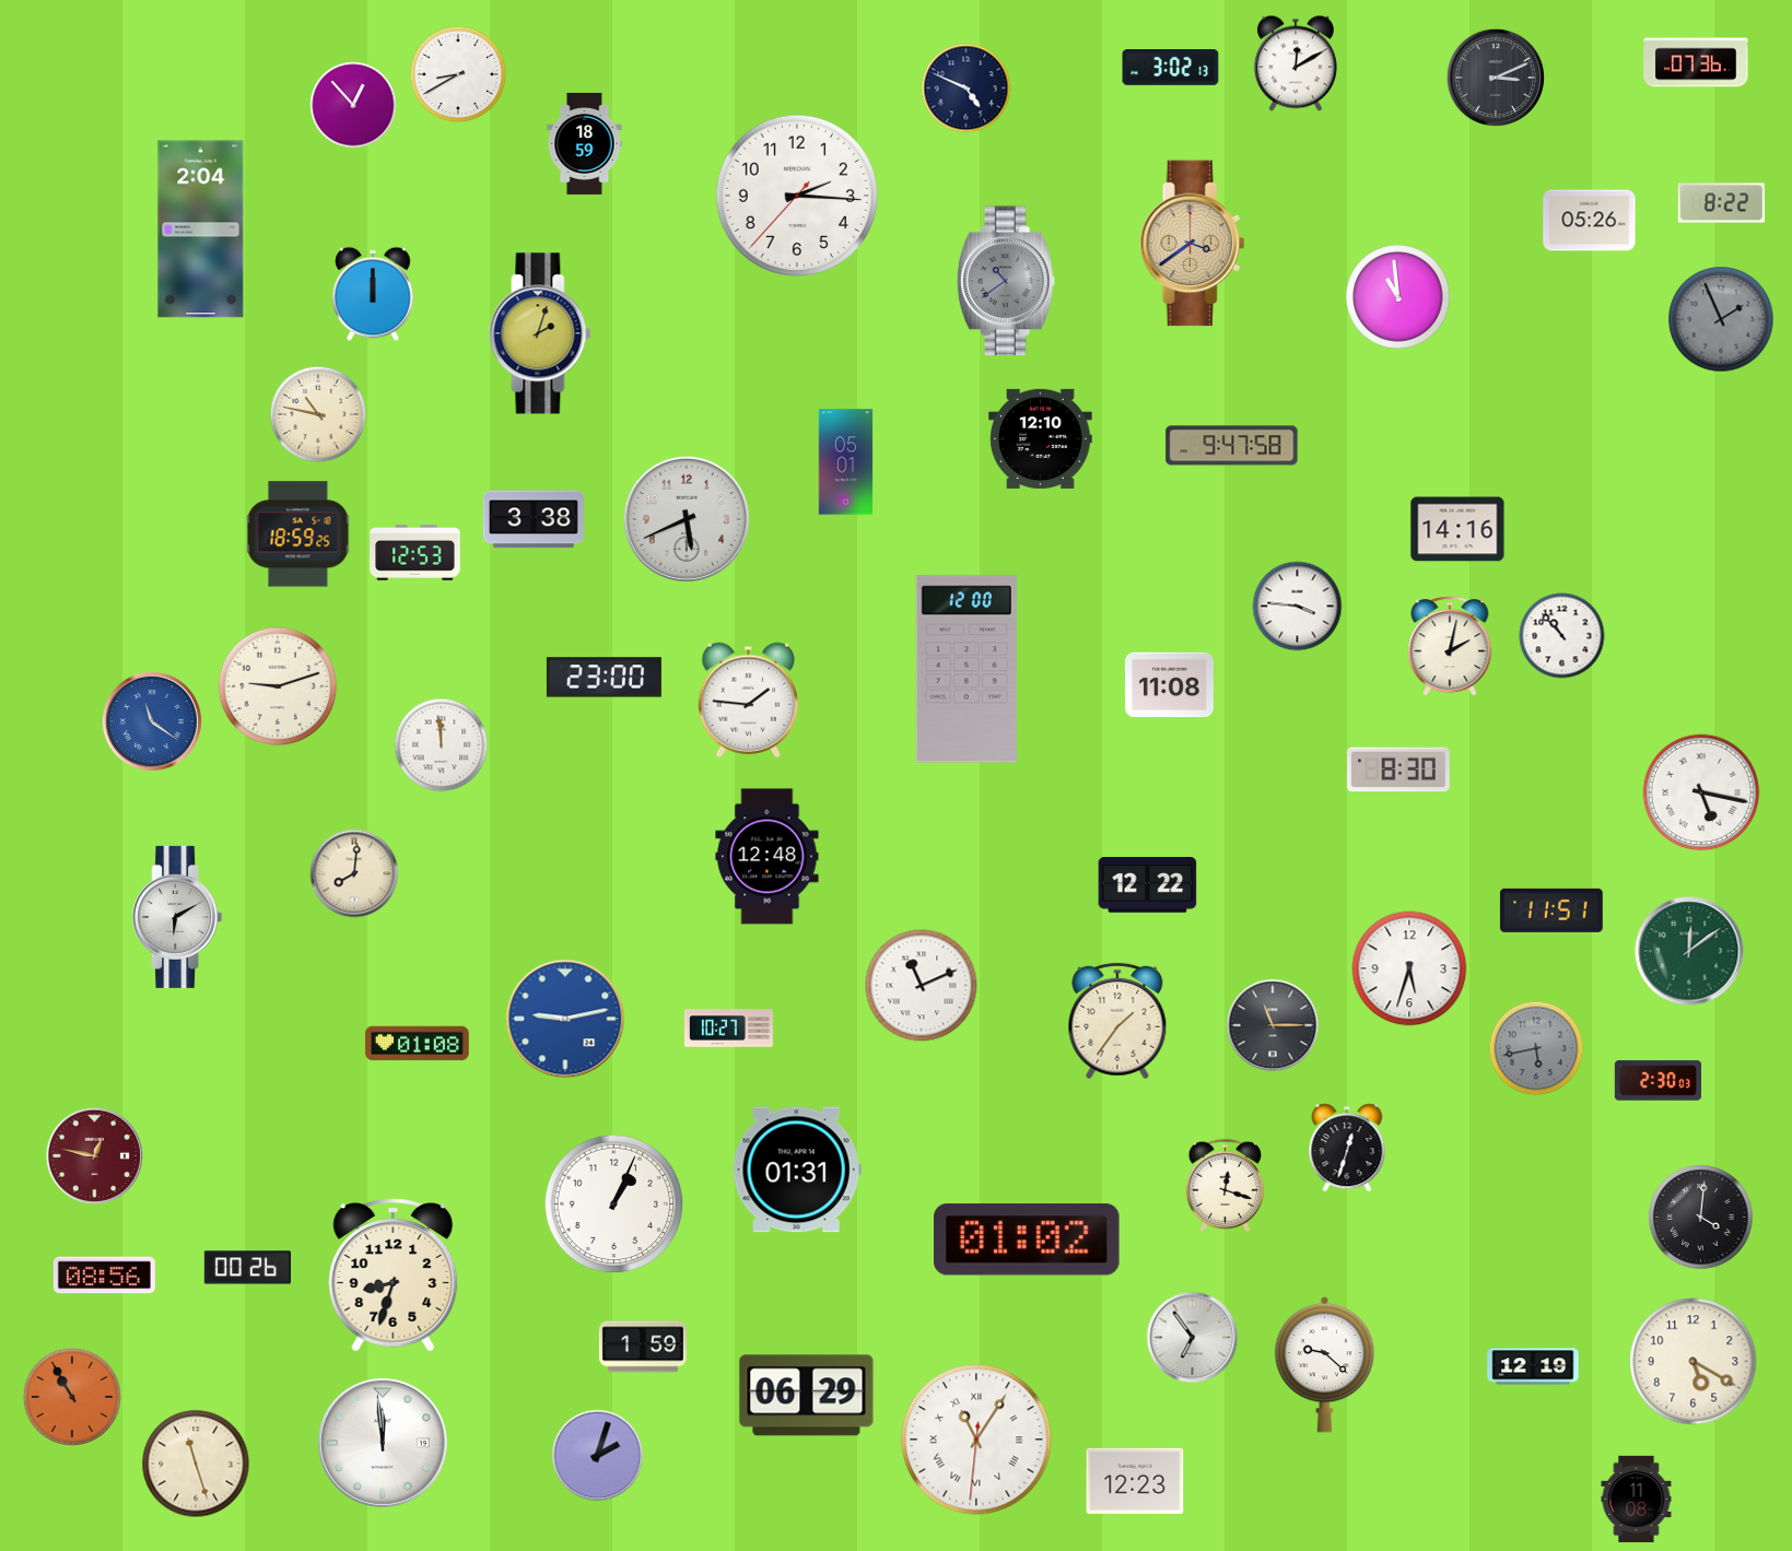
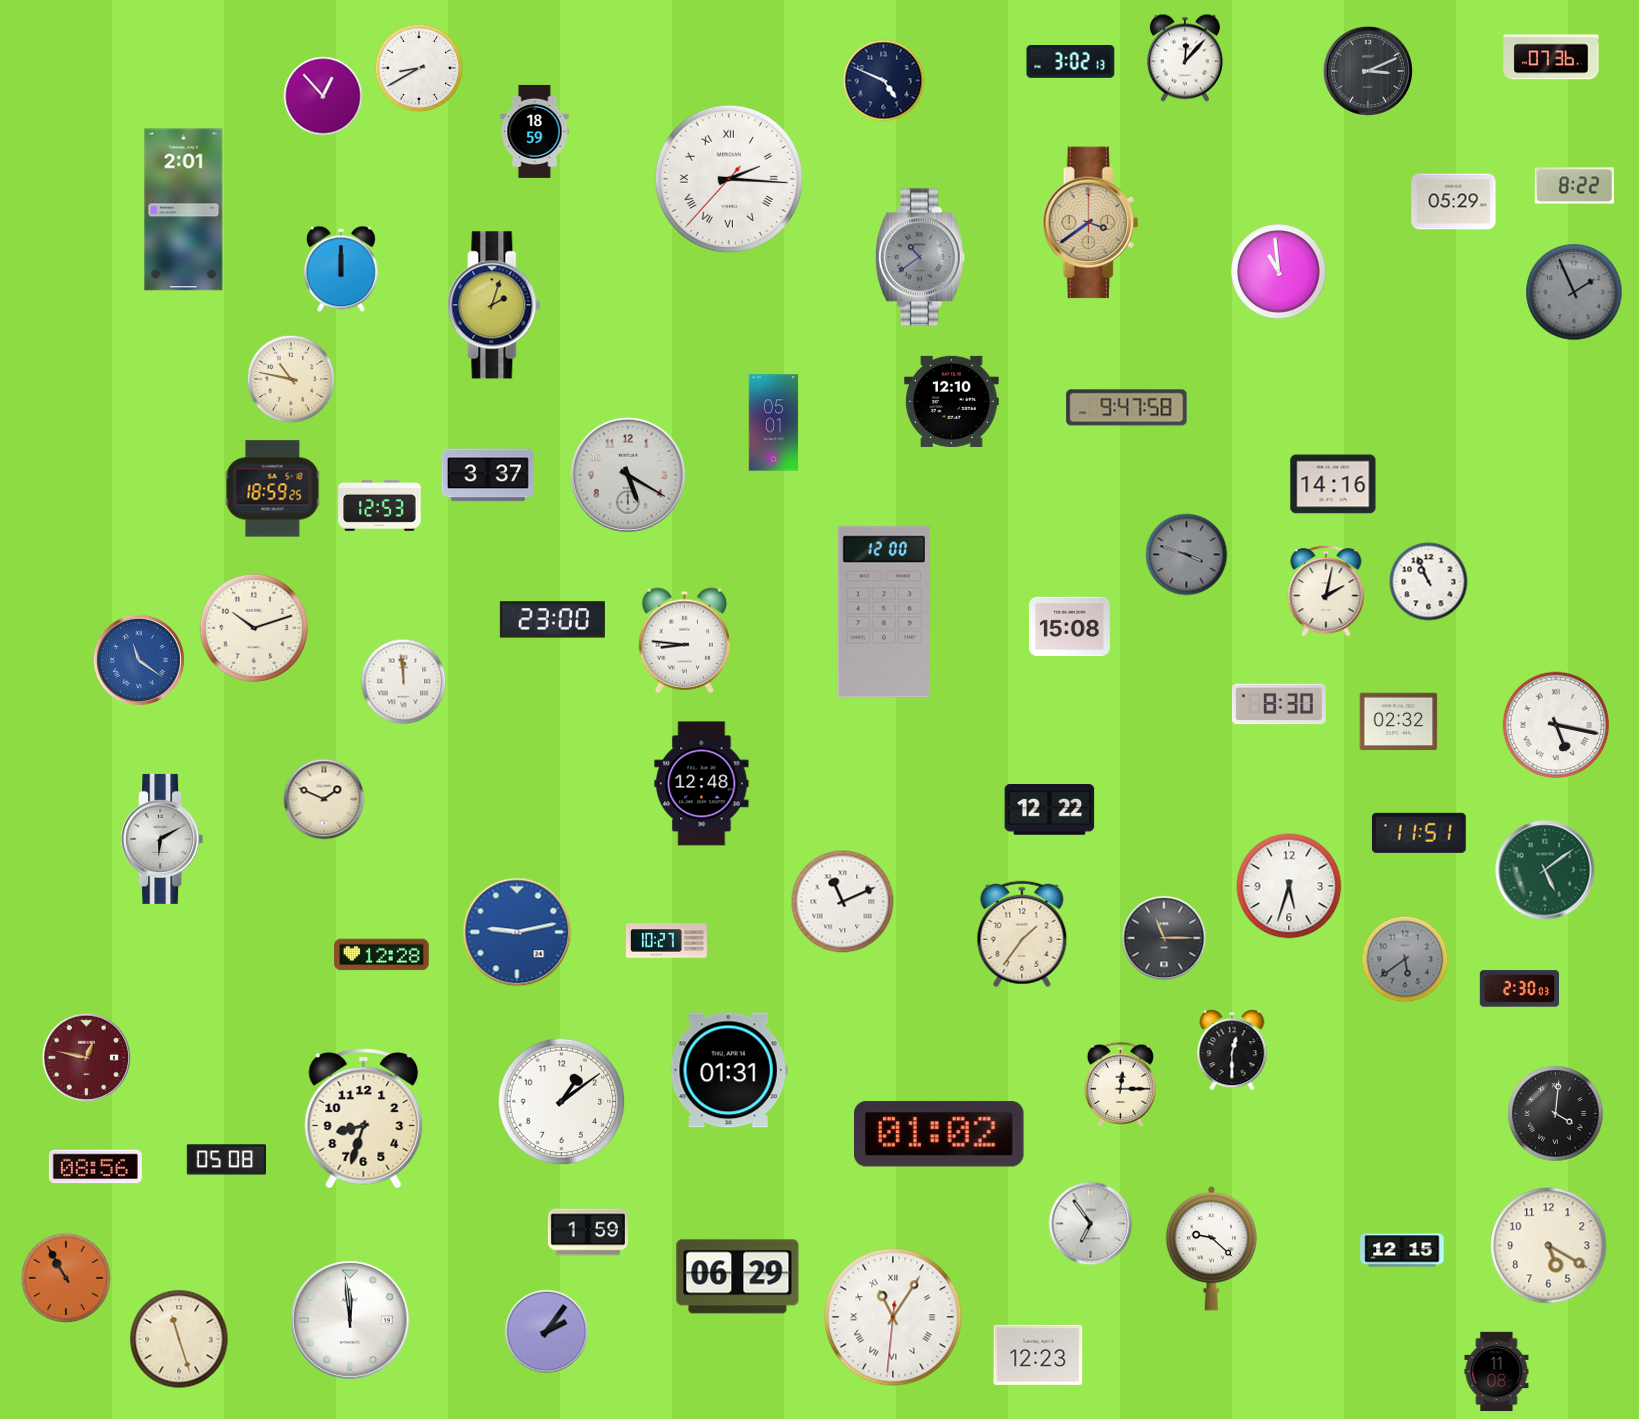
clock at (1296, 63): 12:10 -> 12:07
clock at (796, 195) numerals: Arabic -> Roman
clock at (1590, 221): 05:26 -> 05:29
clock at (201, 230): 2:04 -> 2:01
clock at (534, 519): 3:38 -> 3:37
clock at (687, 519): 5:41 -> 5:20
clock at (1298, 607): 3:46 -> 3:48
clock at (1298, 607) dial: white -> grey
clock at (1562, 636): 10:53 -> 10:56
clock at (1169, 685): 11:08 -> 15:08
clock at (278, 686): 9:12 -> 10:12
clock at (749, 700): 1:46 -> 8:46
clock at (1399, 722): none -> 02:32
clock at (354, 873): 8:01 -> 1:49
clock at (1689, 951): 12:09 -> 5:09
clock at (418, 1044): 01:08 -> 12:28
clock at (1536, 1048): 5:43 -> 5:39
clock at (1658, 1081) position: (1658, 1081) -> (1519, 989)
clock at (1347, 1148): 12:33 -> 12:30
clock at (1226, 1185): 12:18 -> 12:15
clock at (614, 1205): 1:04 -> 1:09
clock at (247, 1268): 00:26 -> 05:08
clock at (394, 1276) position: (394, 1276) -> (364, 1119)
clock at (1533, 1366): 12:19 -> 12:15
clock at (598, 1456): 2:03 -> 2:06
